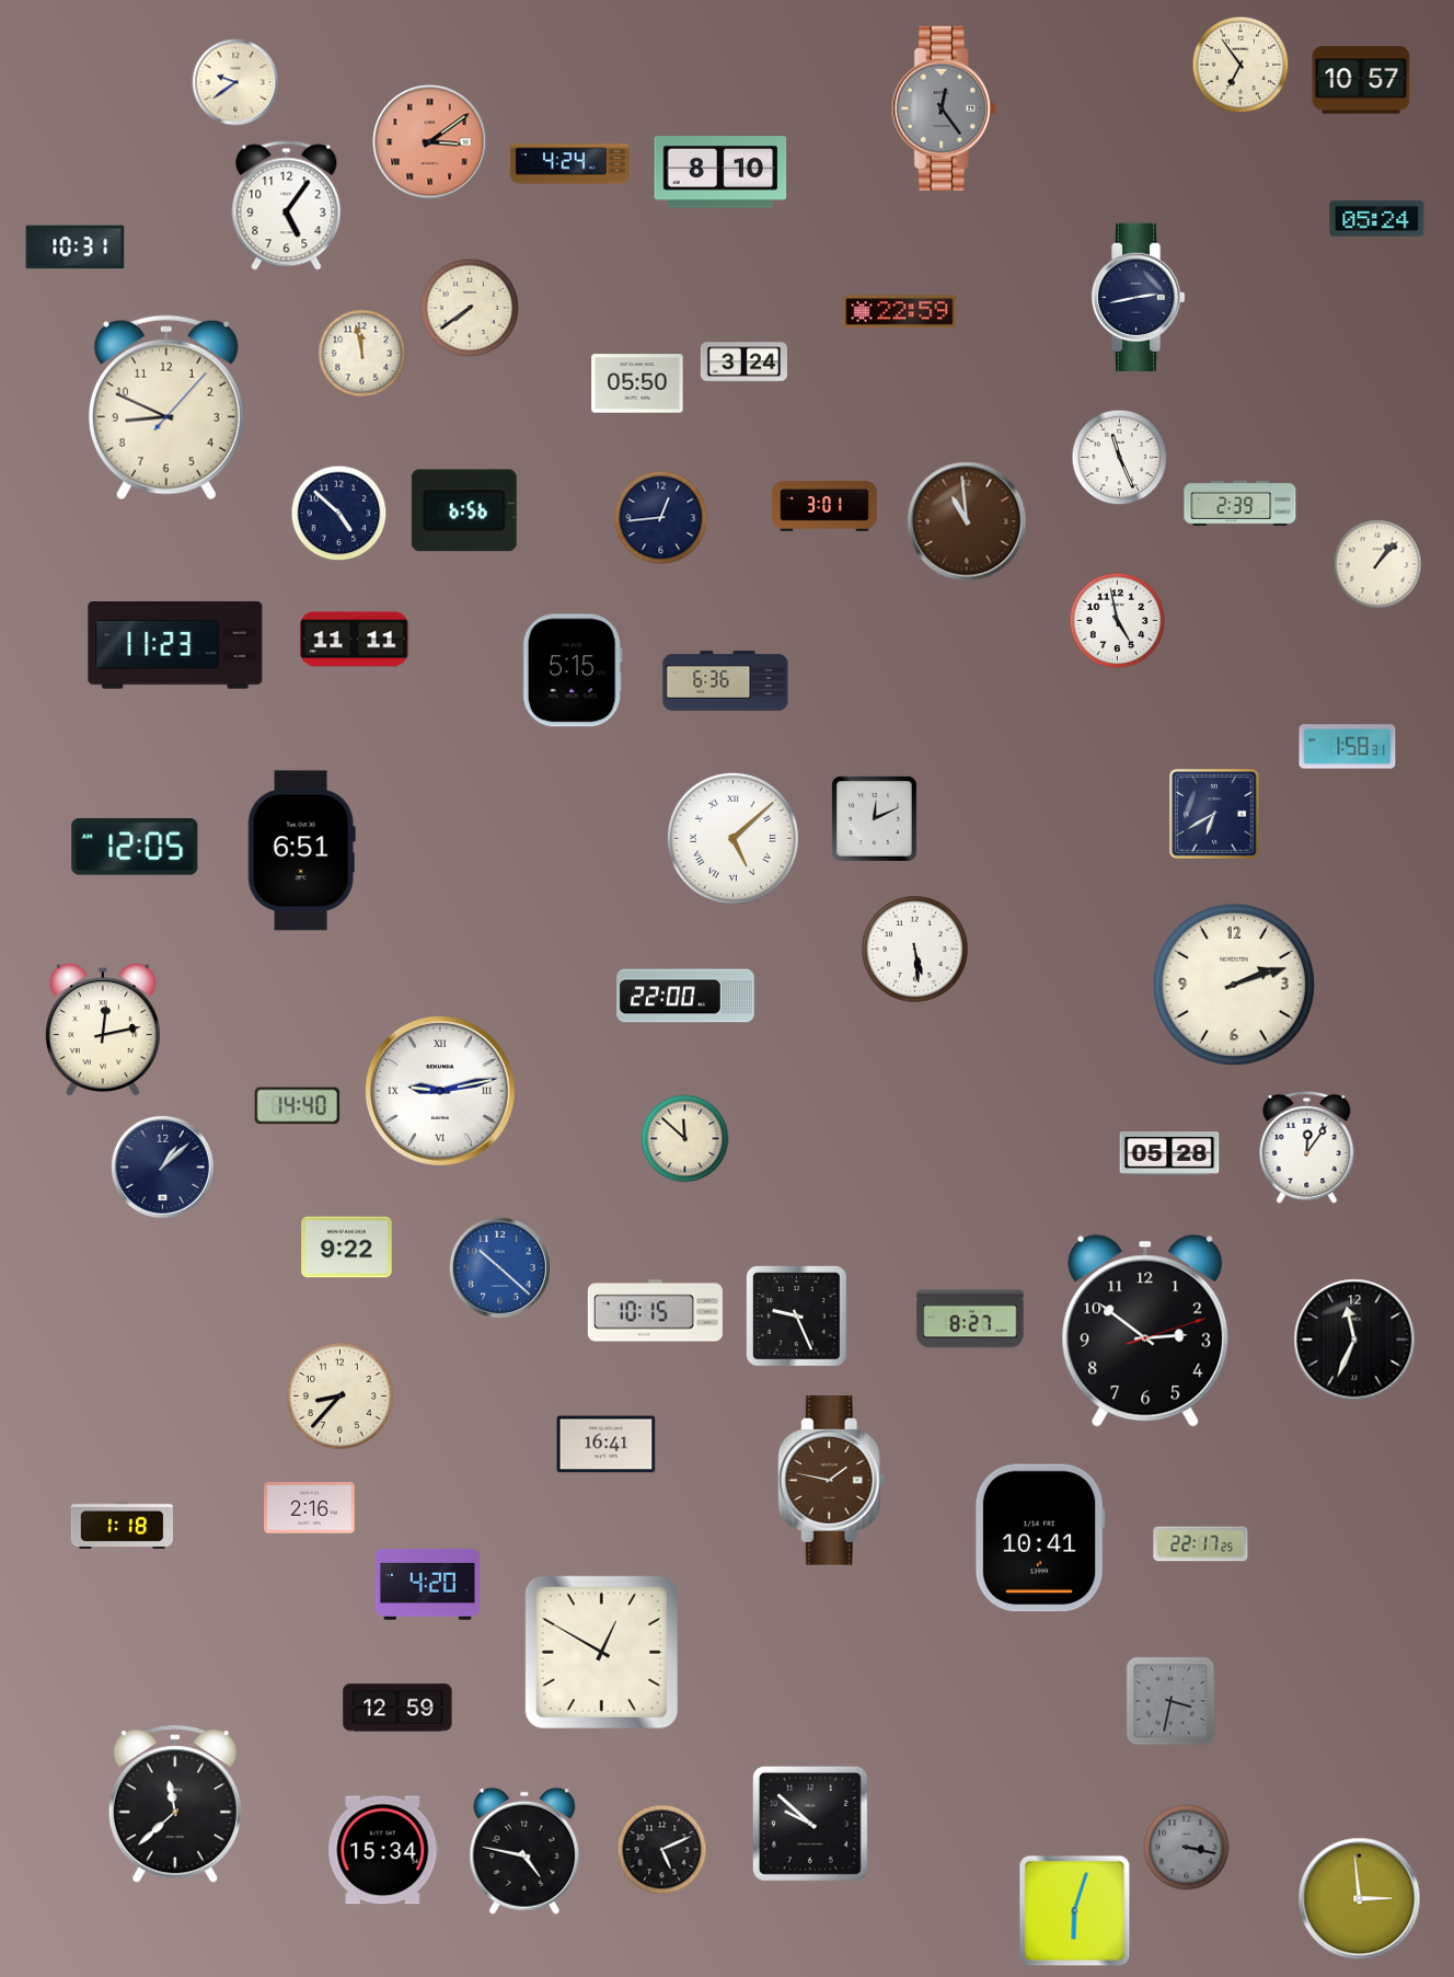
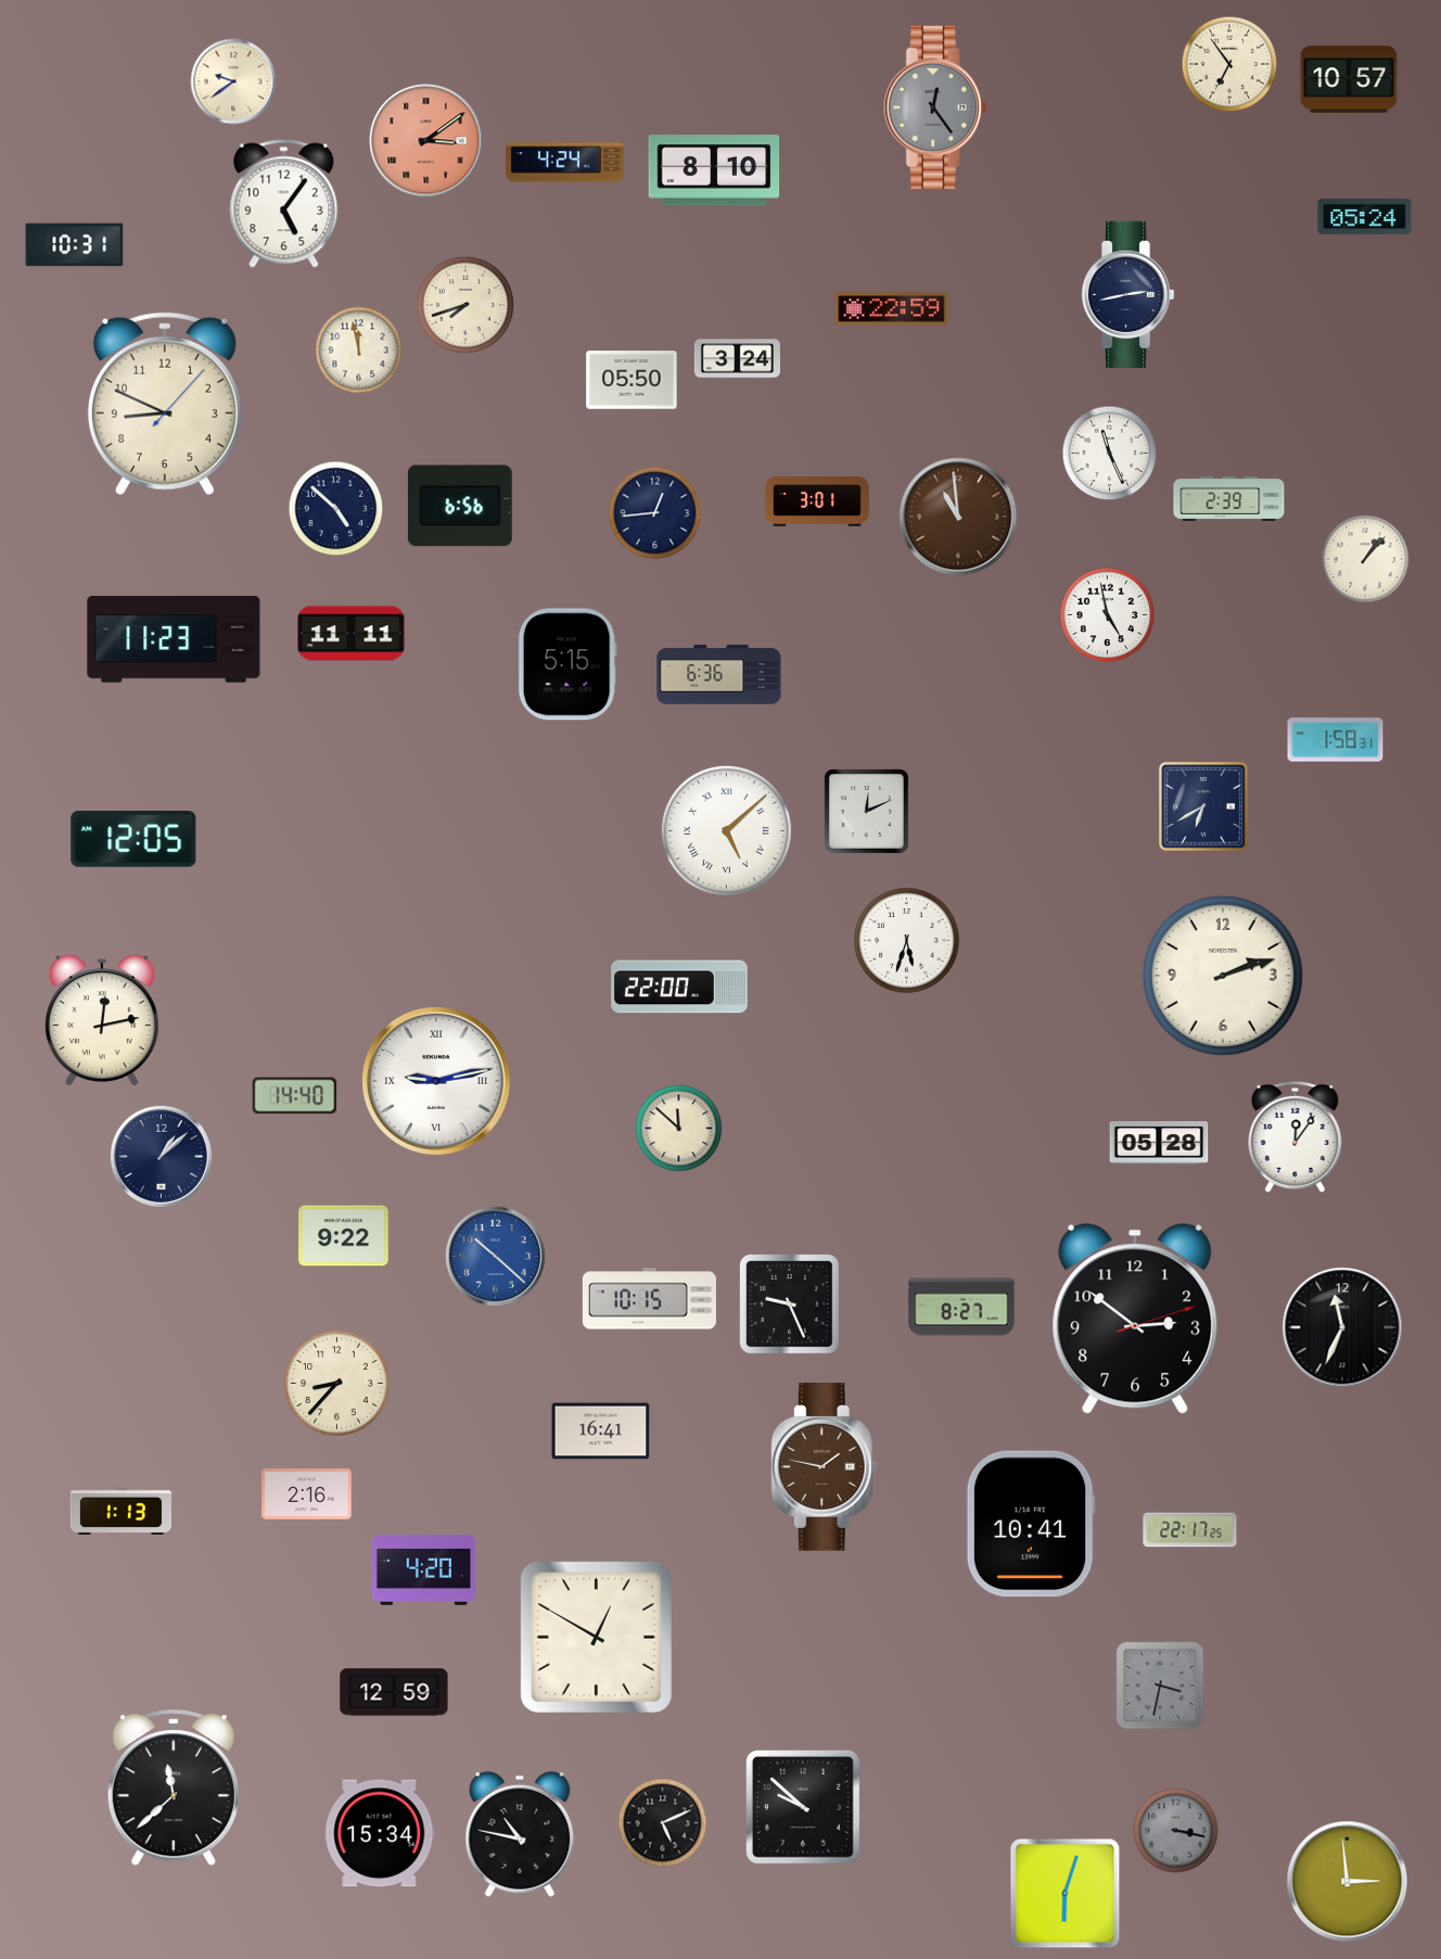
clock at (470, 308): 7:39 -> 7:42
clock at (301, 851): 6:51 -> none
clock at (915, 950): 5:29 -> 5:33
clock at (122, 1525): 1:18 -> 1:13
clock at (662, 1850) position: (662, 1850) -> (663, 1823)
clock at (524, 1851): 4:47 -> 10:47
